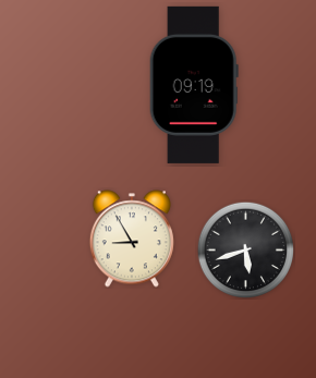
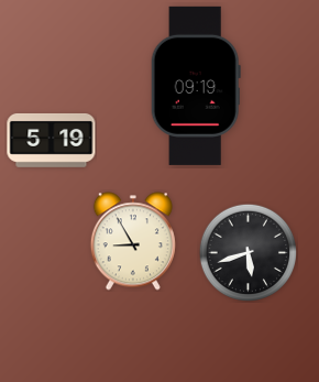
clock at (52, 140): none -> 5:19
